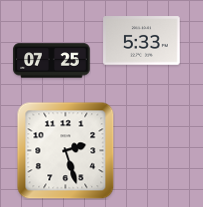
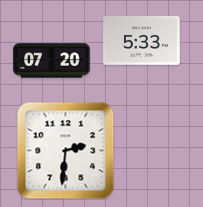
clock at (52, 61): 07:25 -> 07:20
clock at (66, 151): 2:27 -> 2:31
